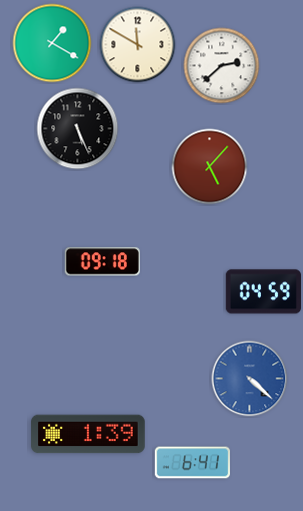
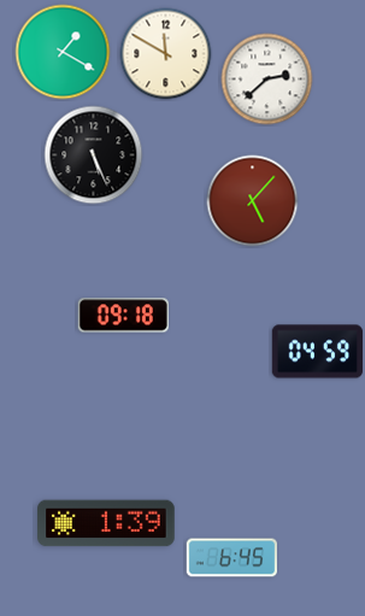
clock at (250, 379): 4:22 -> none
clock at (192, 463): 6:41 -> 6:45
